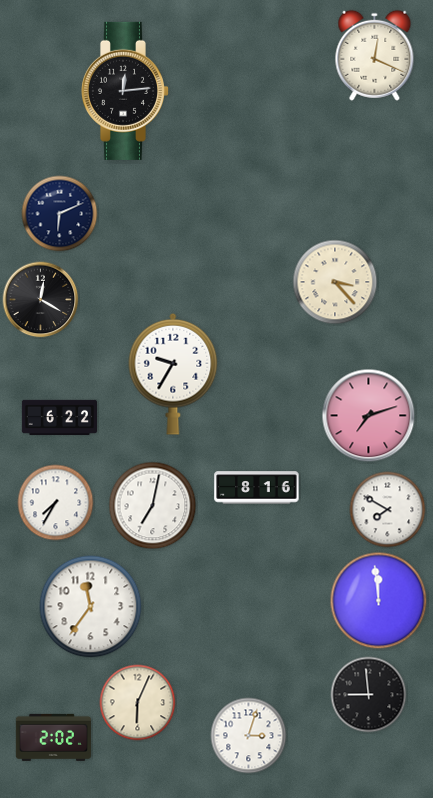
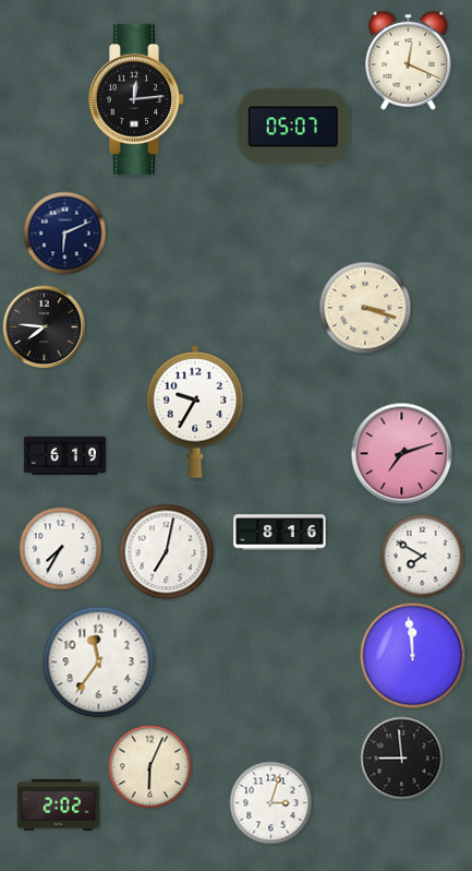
clock at (293, 127): none -> 05:07
clock at (335, 282): 3:23 -> 3:18
clock at (41, 300): 12:20 -> 7:46
clock at (173, 374) position: (173, 374) -> (195, 411)
clock at (59, 417): 6:22 -> 6:19
